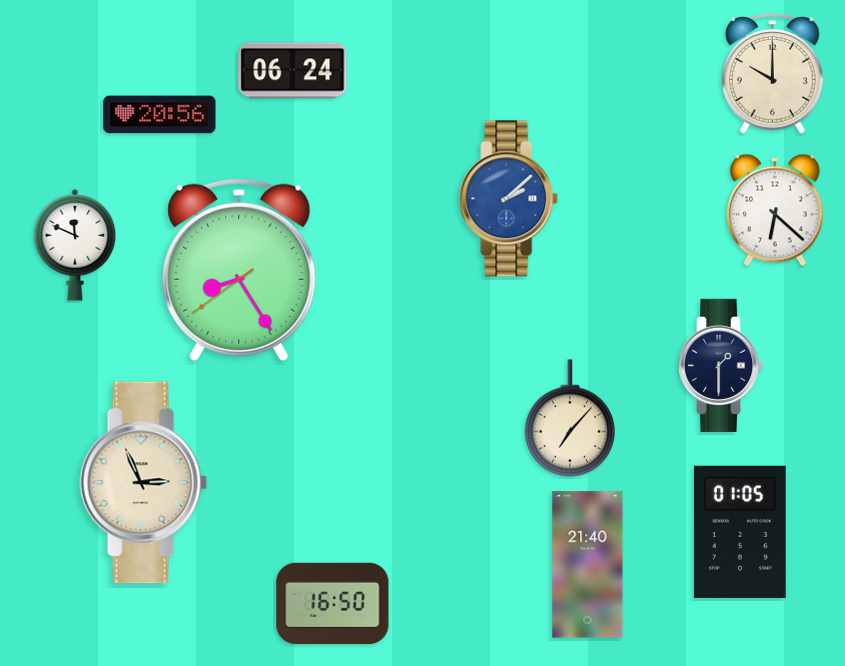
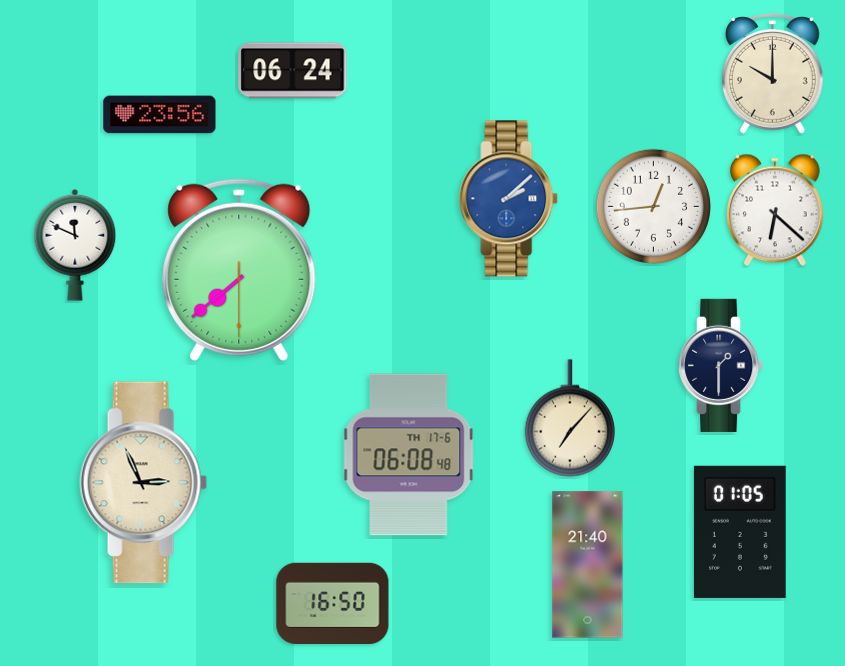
clock at (160, 115): 20:56 -> 23:56
clock at (653, 206): none -> 12:44
clock at (239, 270): 8:24 -> 7:38
clock at (409, 455): none -> 06:08
